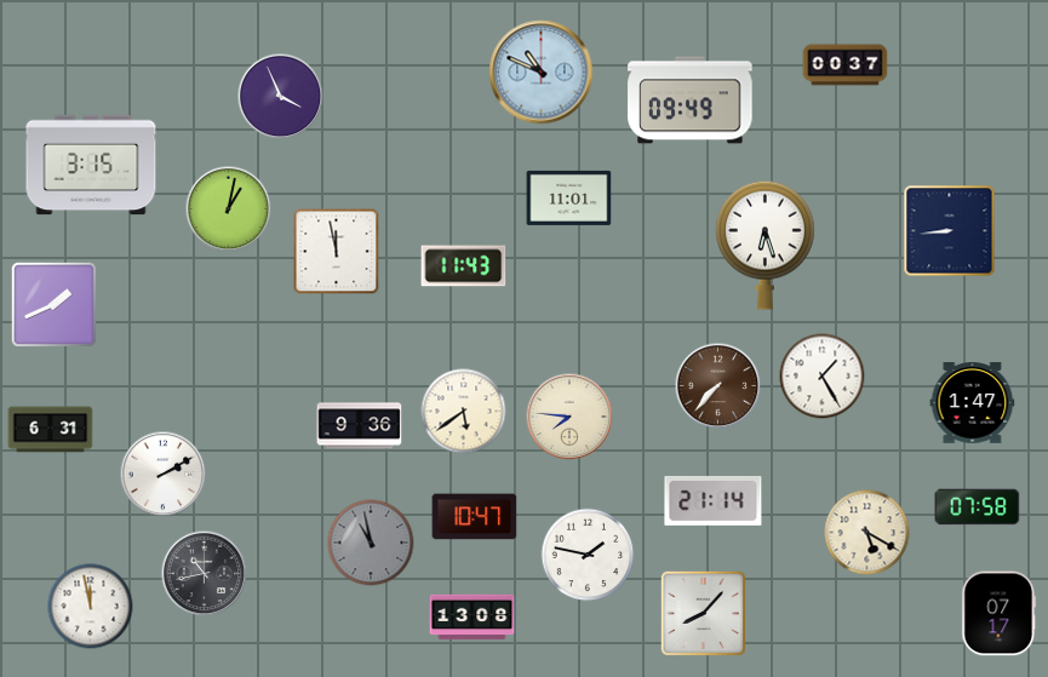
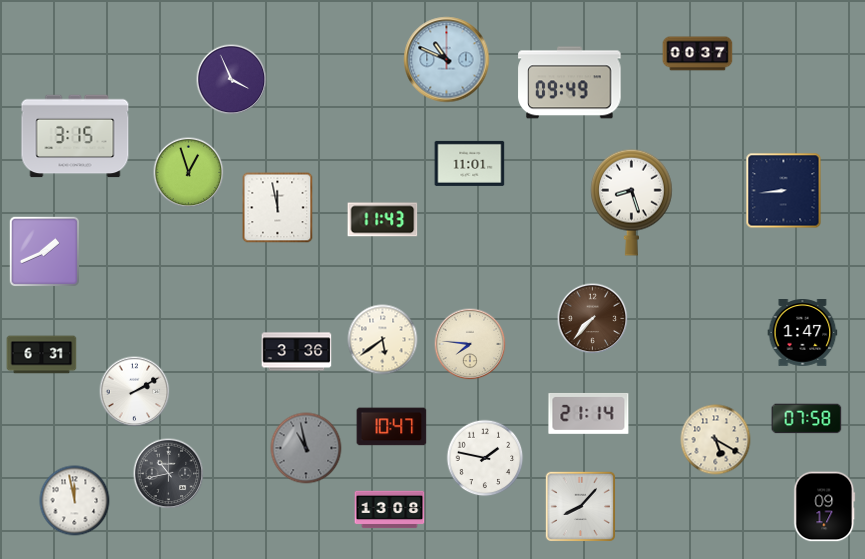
clock at (229, 210): 1:02 -> 12:57
clock at (766, 245): 6:27 -> 8:27
clock at (823, 377): 1:25 -> none
clock at (360, 426): 9:36 -> 3:36
clock at (1000, 614): 07:17 -> 09:17
